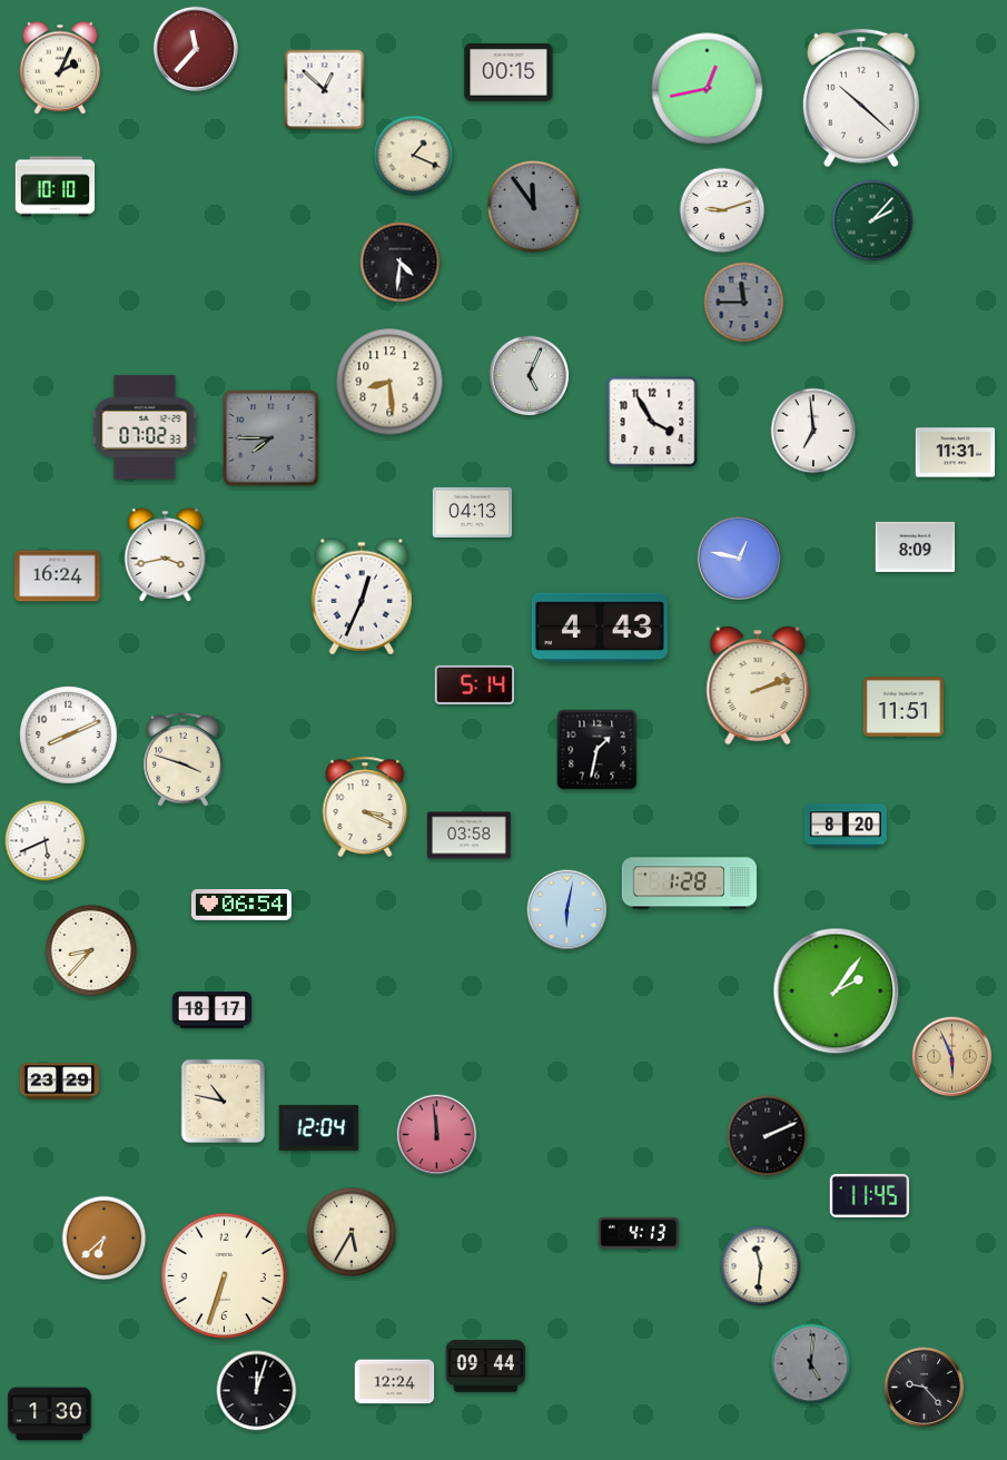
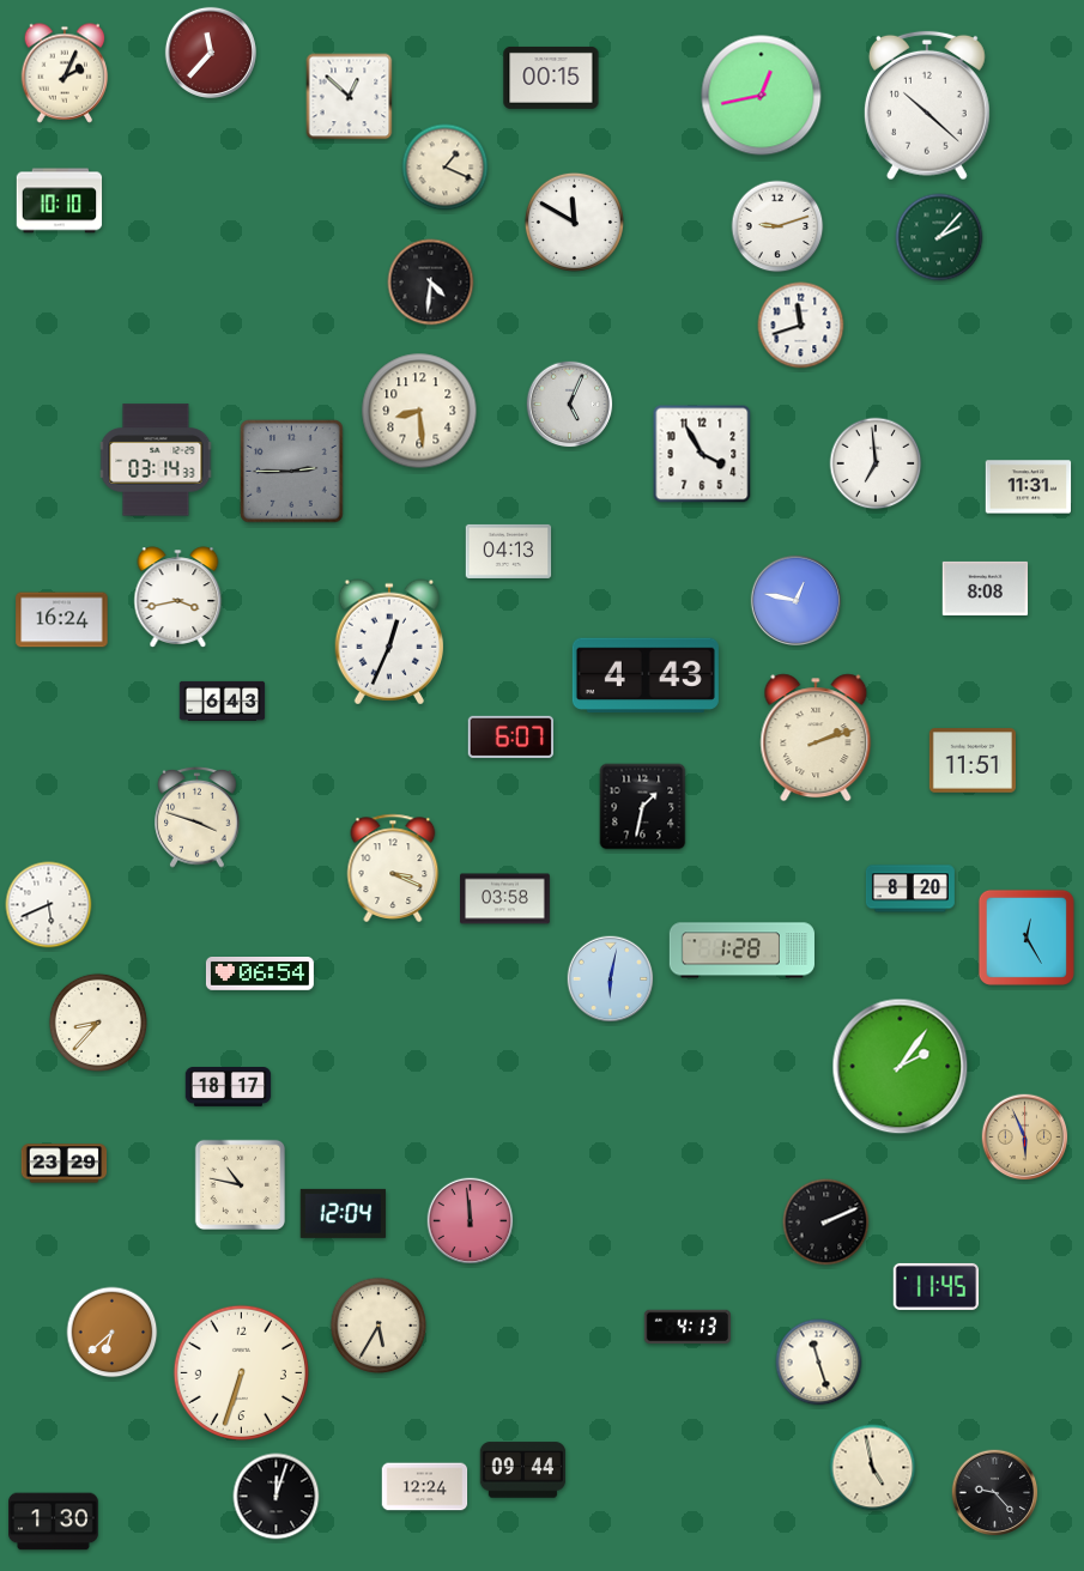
clock at (509, 72) position: (509, 72) -> (551, 78)
clock at (533, 206): 11:54 -> 11:50
clock at (533, 206) dial: grey -> white
clock at (744, 303): 11:45 -> 11:42
clock at (744, 303) dial: grey -> white
clock at (145, 427): 07:02 -> 03:14
clock at (272, 438): 7:45 -> 2:45
clock at (916, 546): 8:09 -> 8:08
clock at (223, 700): none -> 6:43
clock at (475, 684): 5:14 -> 6:07
clock at (69, 736): 8:11 -> none
clock at (1027, 938): none -> 12:25
clock at (761, 1266): 11:31 -> 11:27
clock at (811, 1364): 5:01 -> 4:58
clock at (811, 1364) dial: grey -> cream
